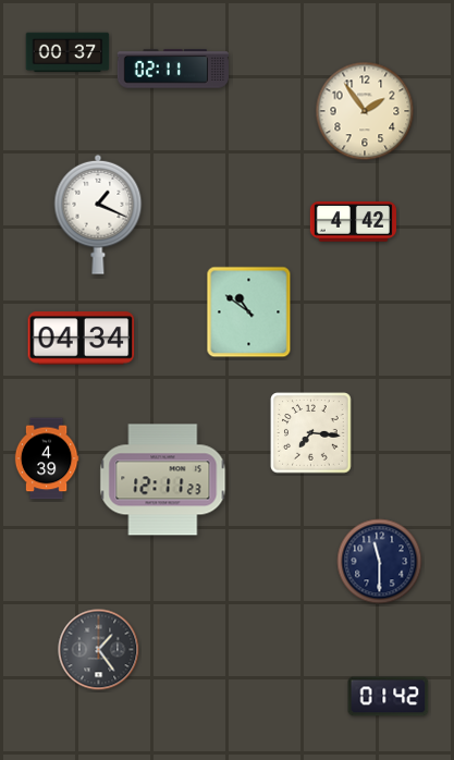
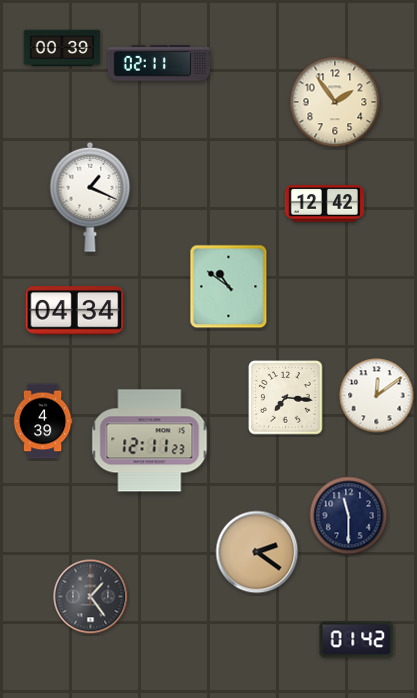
clock at (68, 52): 00:37 -> 00:39
clock at (353, 222): 4:42 -> 12:42
clock at (377, 396): none -> 12:09
clock at (257, 552): none -> 2:21
